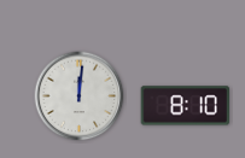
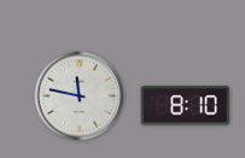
clock at (80, 96): 12:01 -> 11:47
